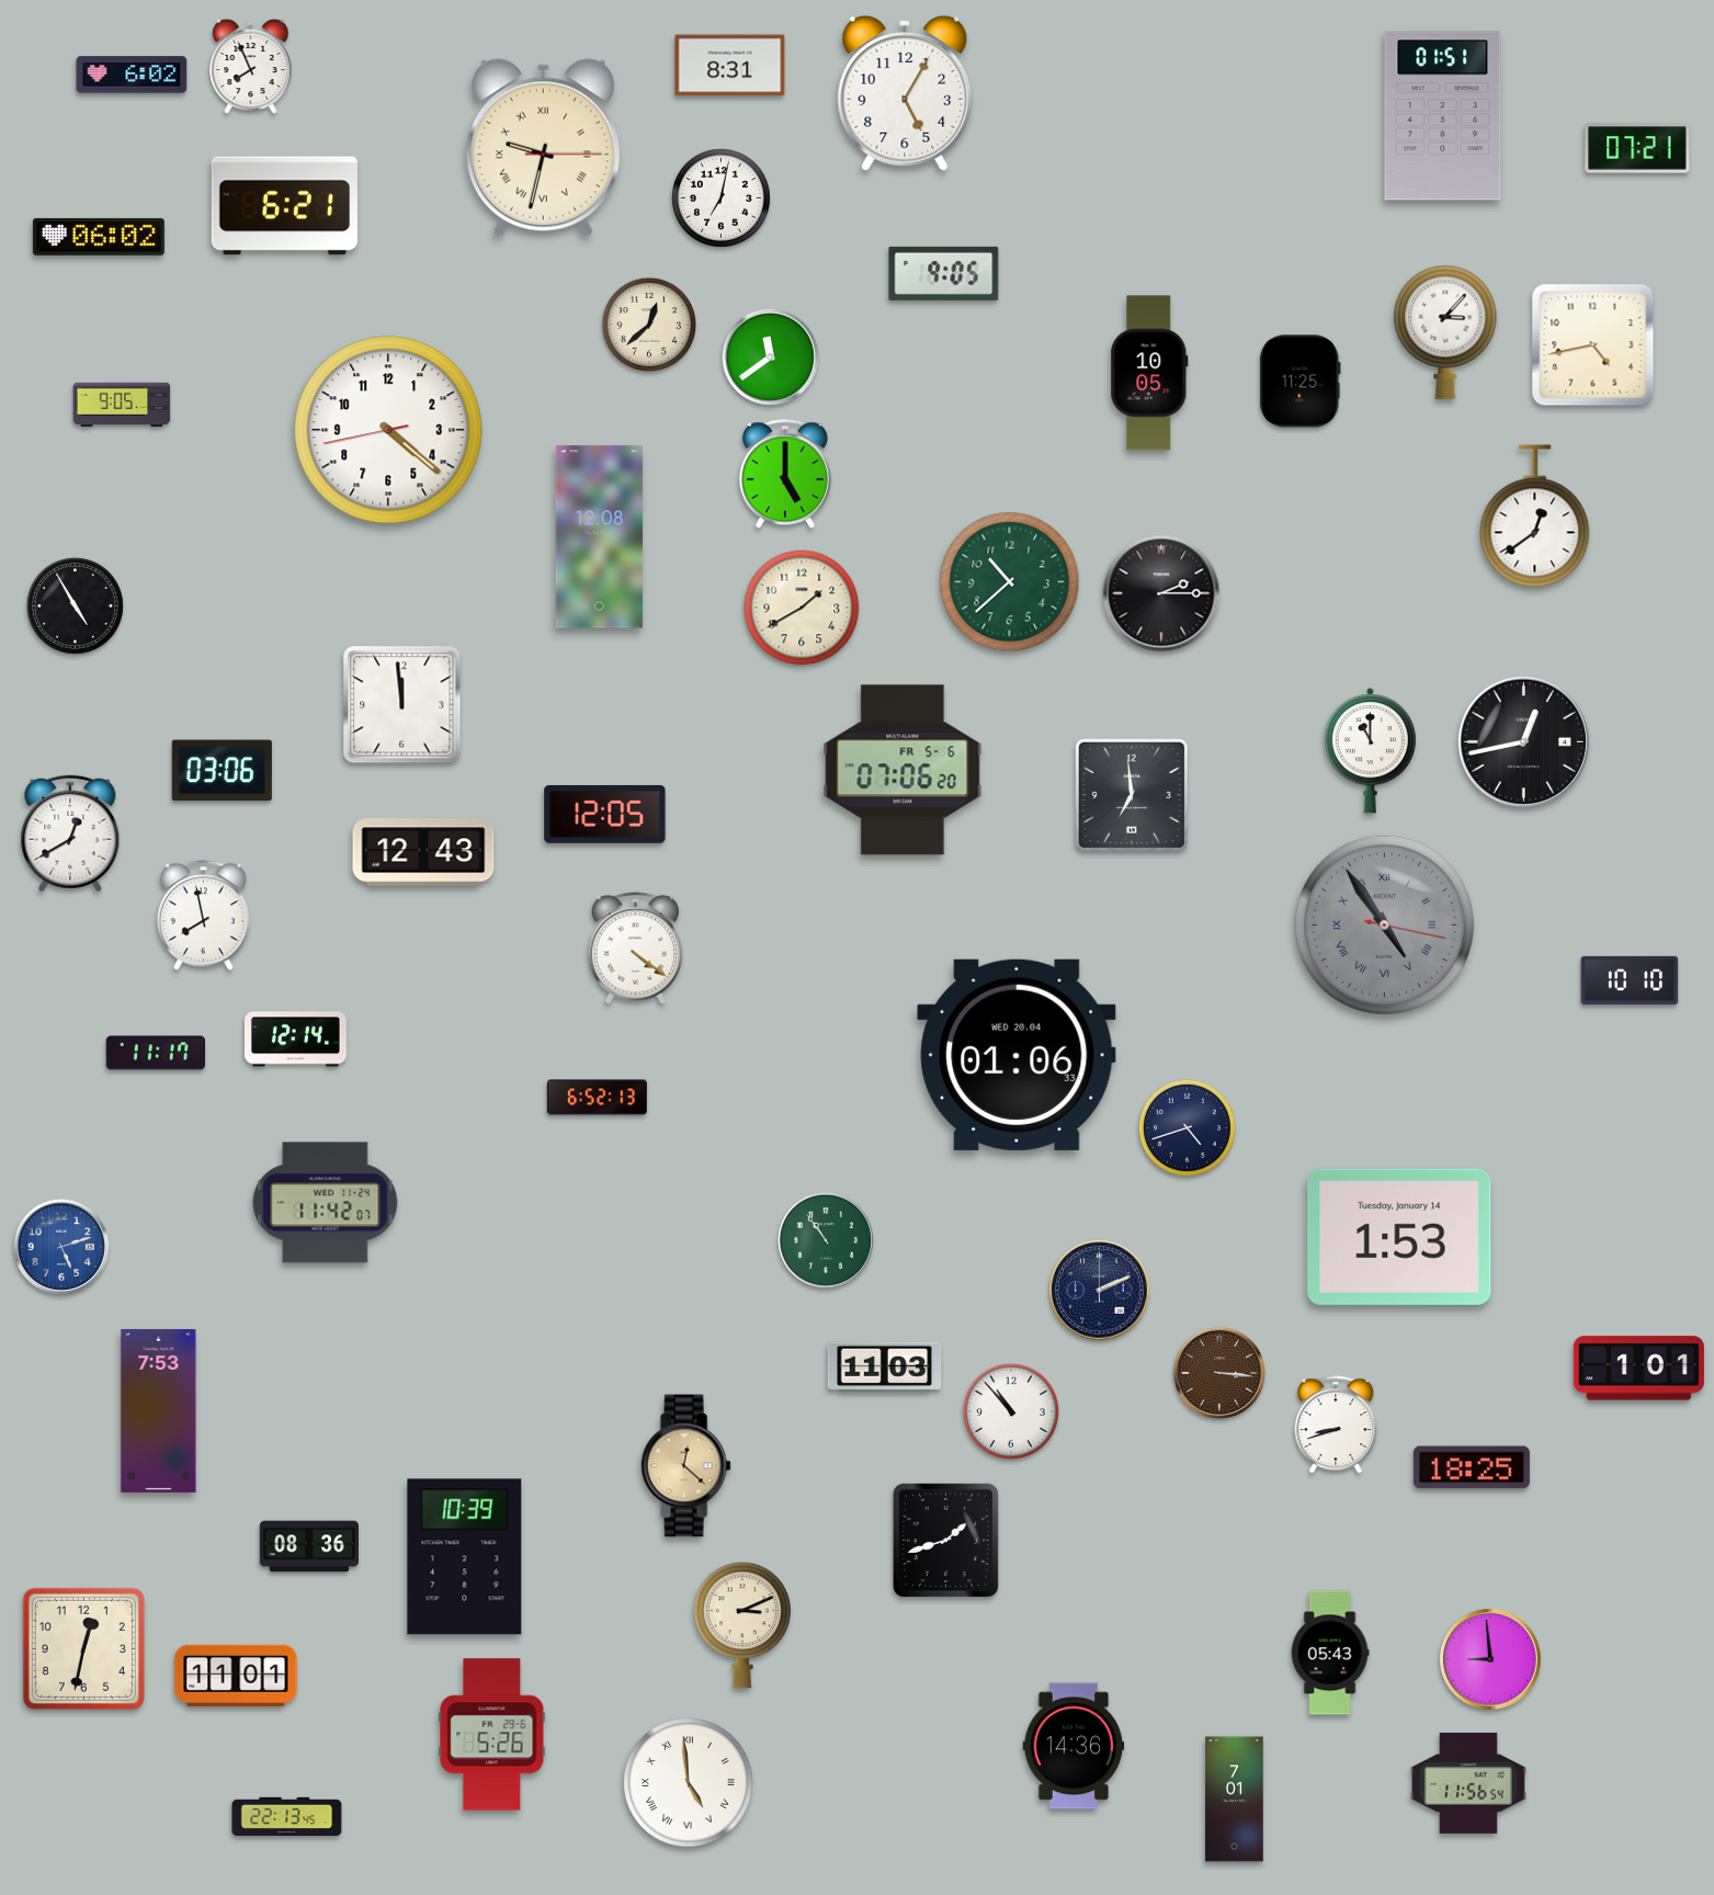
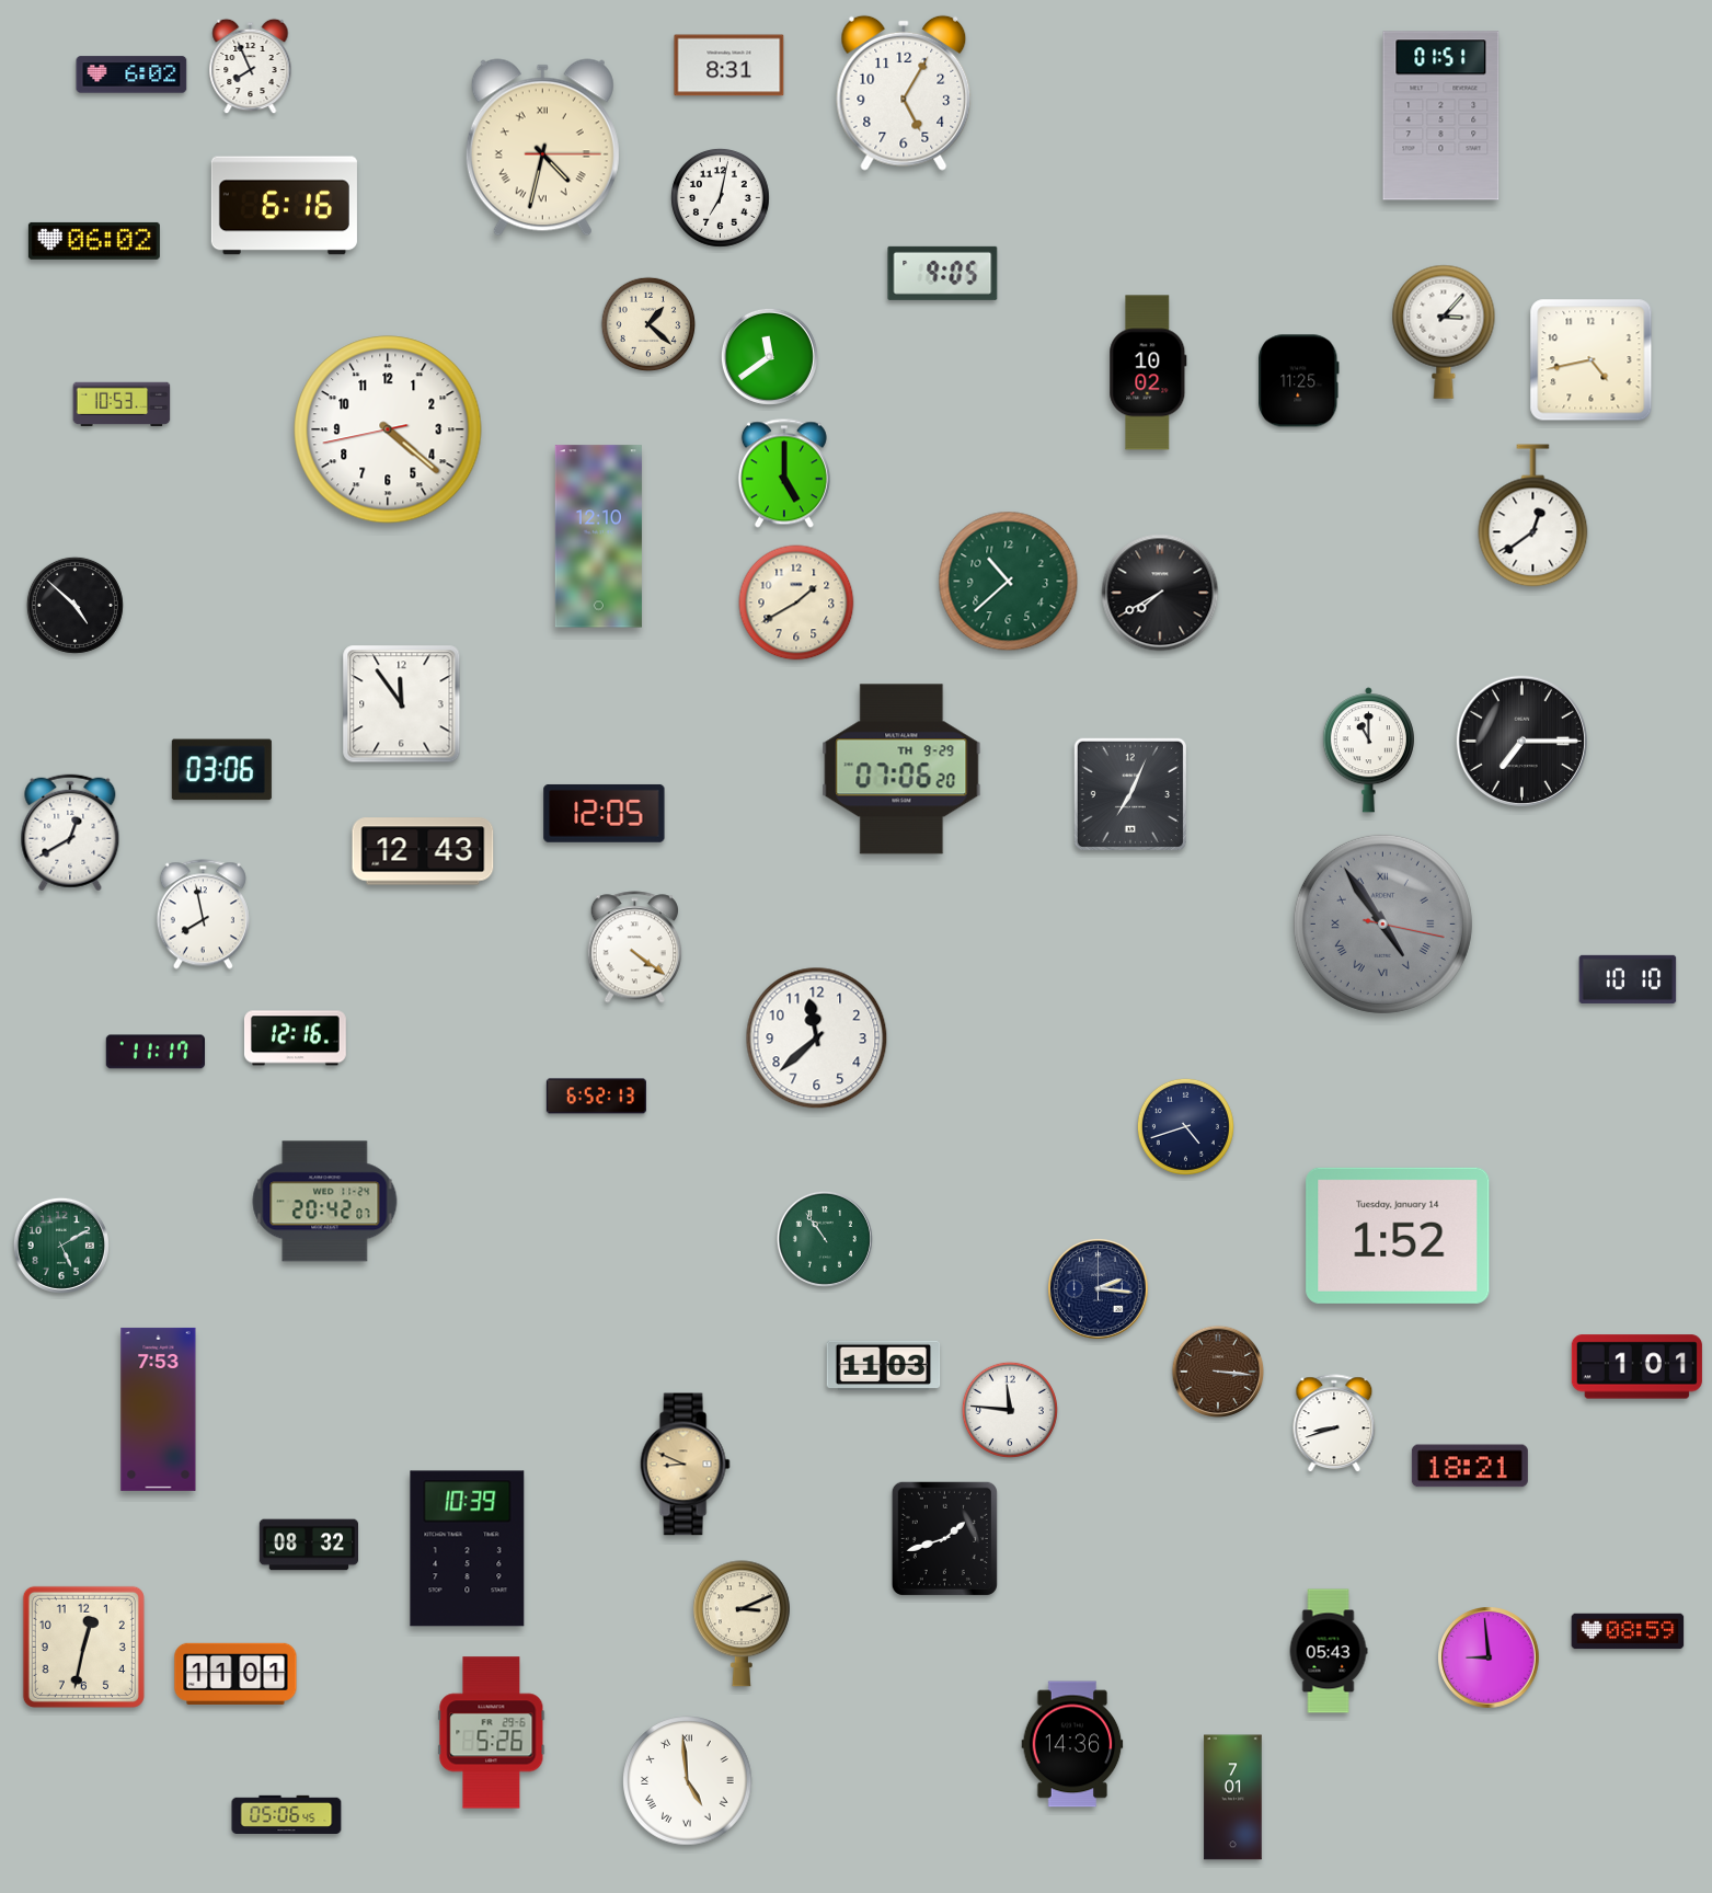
clock at (543, 148): 9:32 -> 4:32
clock at (1637, 148): 07:21 -> none
clock at (284, 206): 6:21 -> 6:16
clock at (99, 237) position: (99, 237) -> (94, 241)
clock at (649, 325): 12:38 -> 1:22
clock at (1593, 345) position: (1593, 345) -> (1592, 360)
clock at (1149, 373): 10:05 -> 10:02
clock at (122, 405): 9:05 -> 10:53
clock at (599, 537): 12:08 -> 12:10
clock at (1161, 593): 2:15 -> 7:40
clock at (75, 605): 4:55 -> 4:52
clock at (802, 608) position: (802, 608) -> (796, 603)
clock at (402, 705): 11:59 -> 11:54
clock at (1523, 741): 12:43 -> 7:15
clock at (903, 770) date: FR 5-6 -> TH 9-29
clock at (1132, 795): 6:59 -> 7:04
clock at (295, 1040): 12:14 -> 12:16
clock at (817, 1039): none -> 11:38
clock at (1017, 1055): 01:06 -> none
clock at (326, 1203): 11:42 -> 20:42
clock at (1399, 1237): 1:53 -> 1:52
clock at (61, 1247): 5:12 -> 5:10
clock at (61, 1247) dial: blue -> green
clock at (1100, 1291): 2:11 -> 2:16
clock at (1011, 1411): 10:53 -> 11:46
clock at (685, 1466): 12:22 -> 8:49
clock at (1472, 1467): 18:25 -> 18:21
clock at (308, 1546): 08:36 -> 08:32
clock at (465, 1557) position: (465, 1557) -> (468, 1549)
clock at (1628, 1631): none -> 08:59
clock at (1468, 1783): 11:56 -> none
clock at (287, 1816): 22:13 -> 05:06
